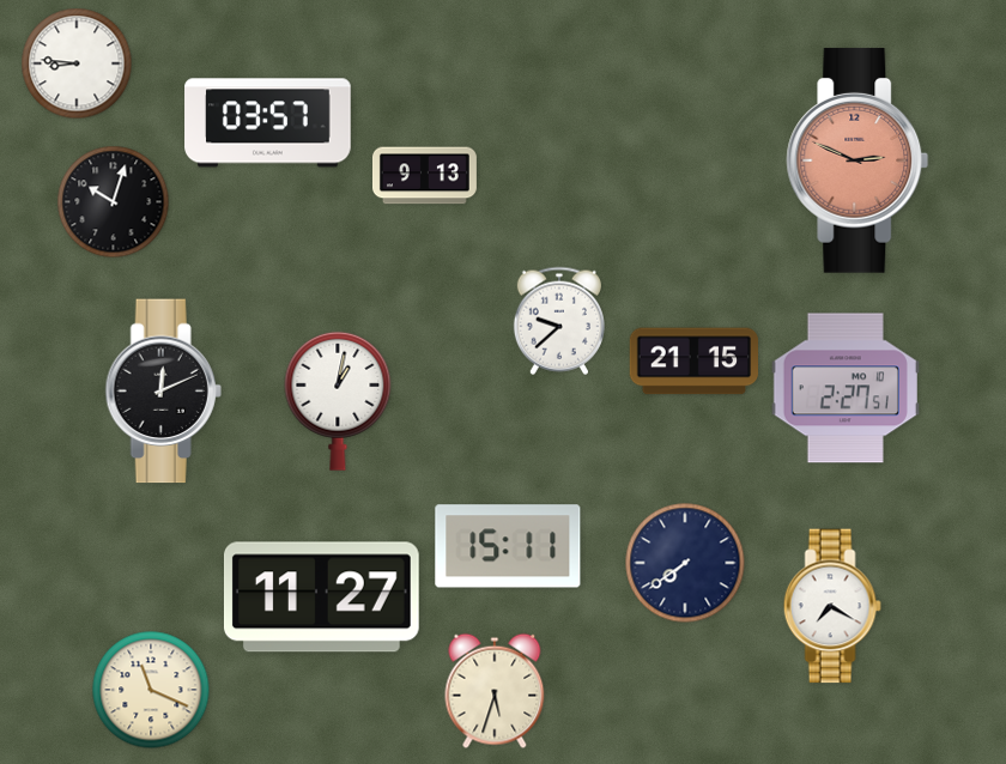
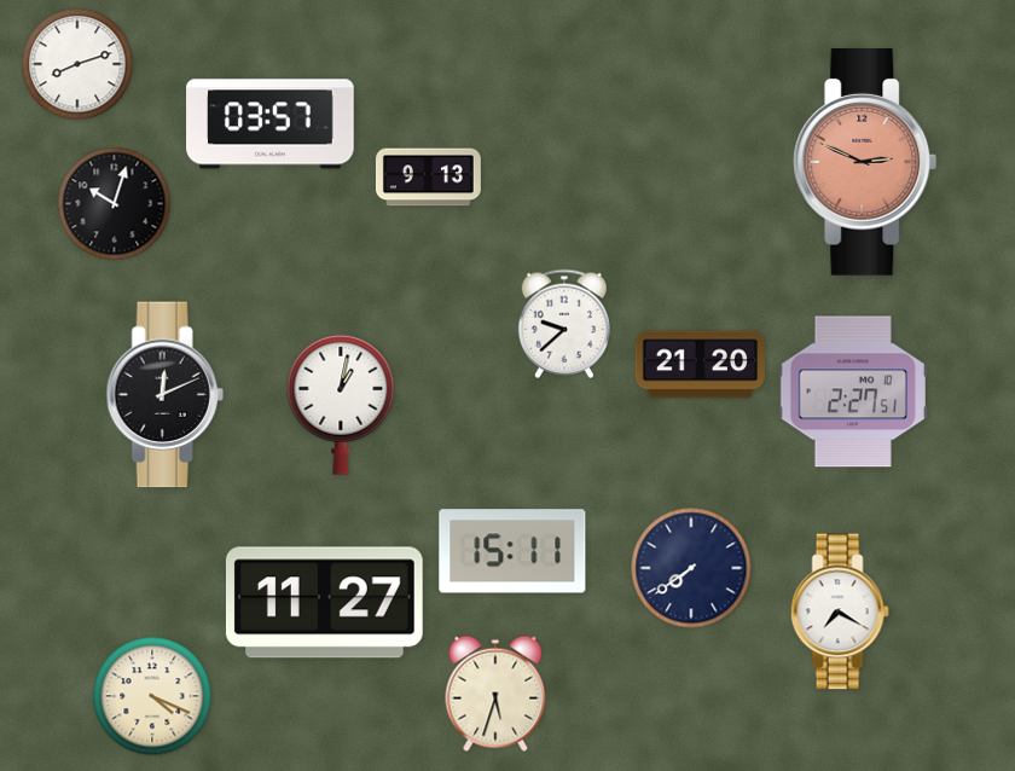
clock at (77, 63): 8:46 -> 8:12
clock at (693, 362): 21:15 -> 21:20
clock at (151, 690): 11:19 -> 4:19
clock at (495, 691) position: (495, 691) -> (495, 694)
